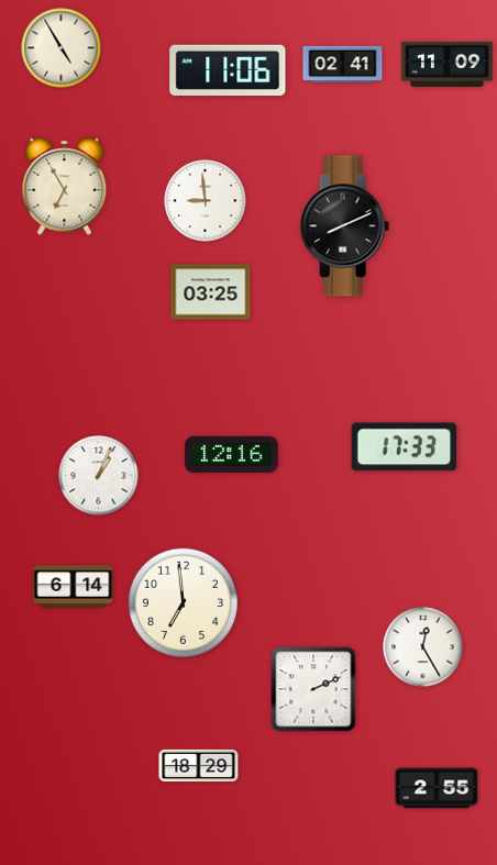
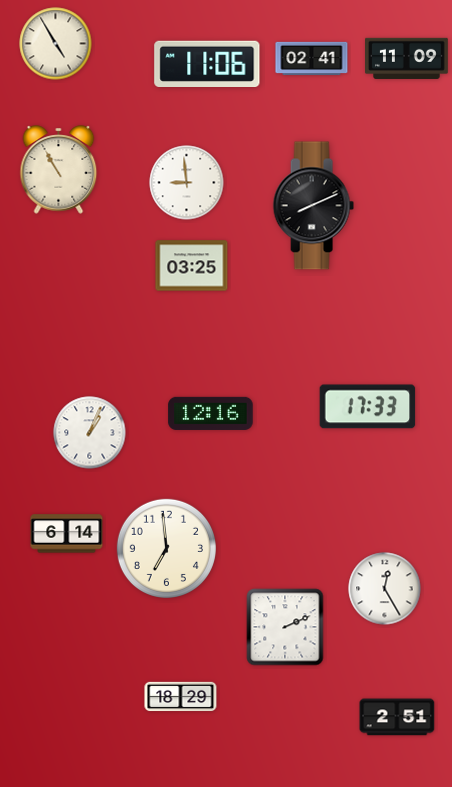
clock at (65, 187): 6:55 -> 10:55
clock at (437, 788): 2:55 -> 2:51
